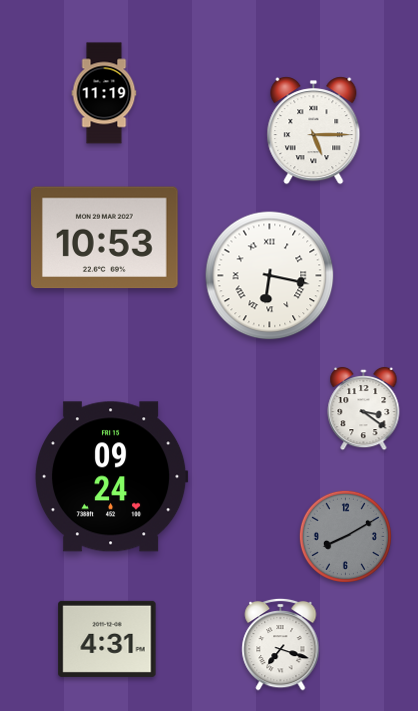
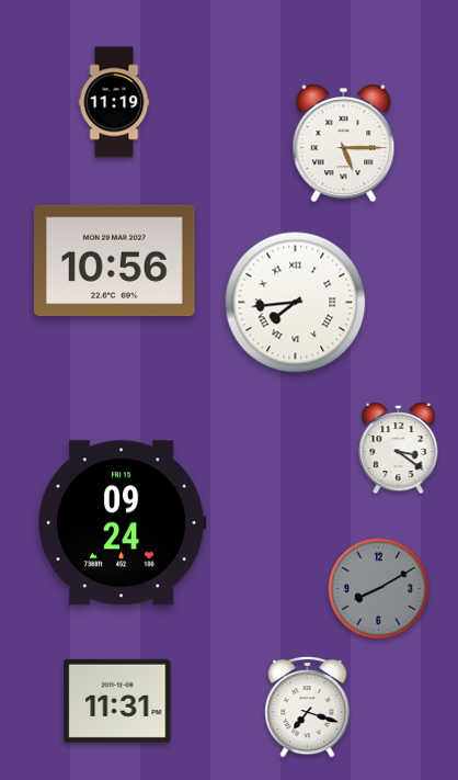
clock at (105, 238): 10:53 -> 10:56
clock at (270, 276): 6:17 -> 7:44
clock at (107, 639): 4:31 -> 11:31
